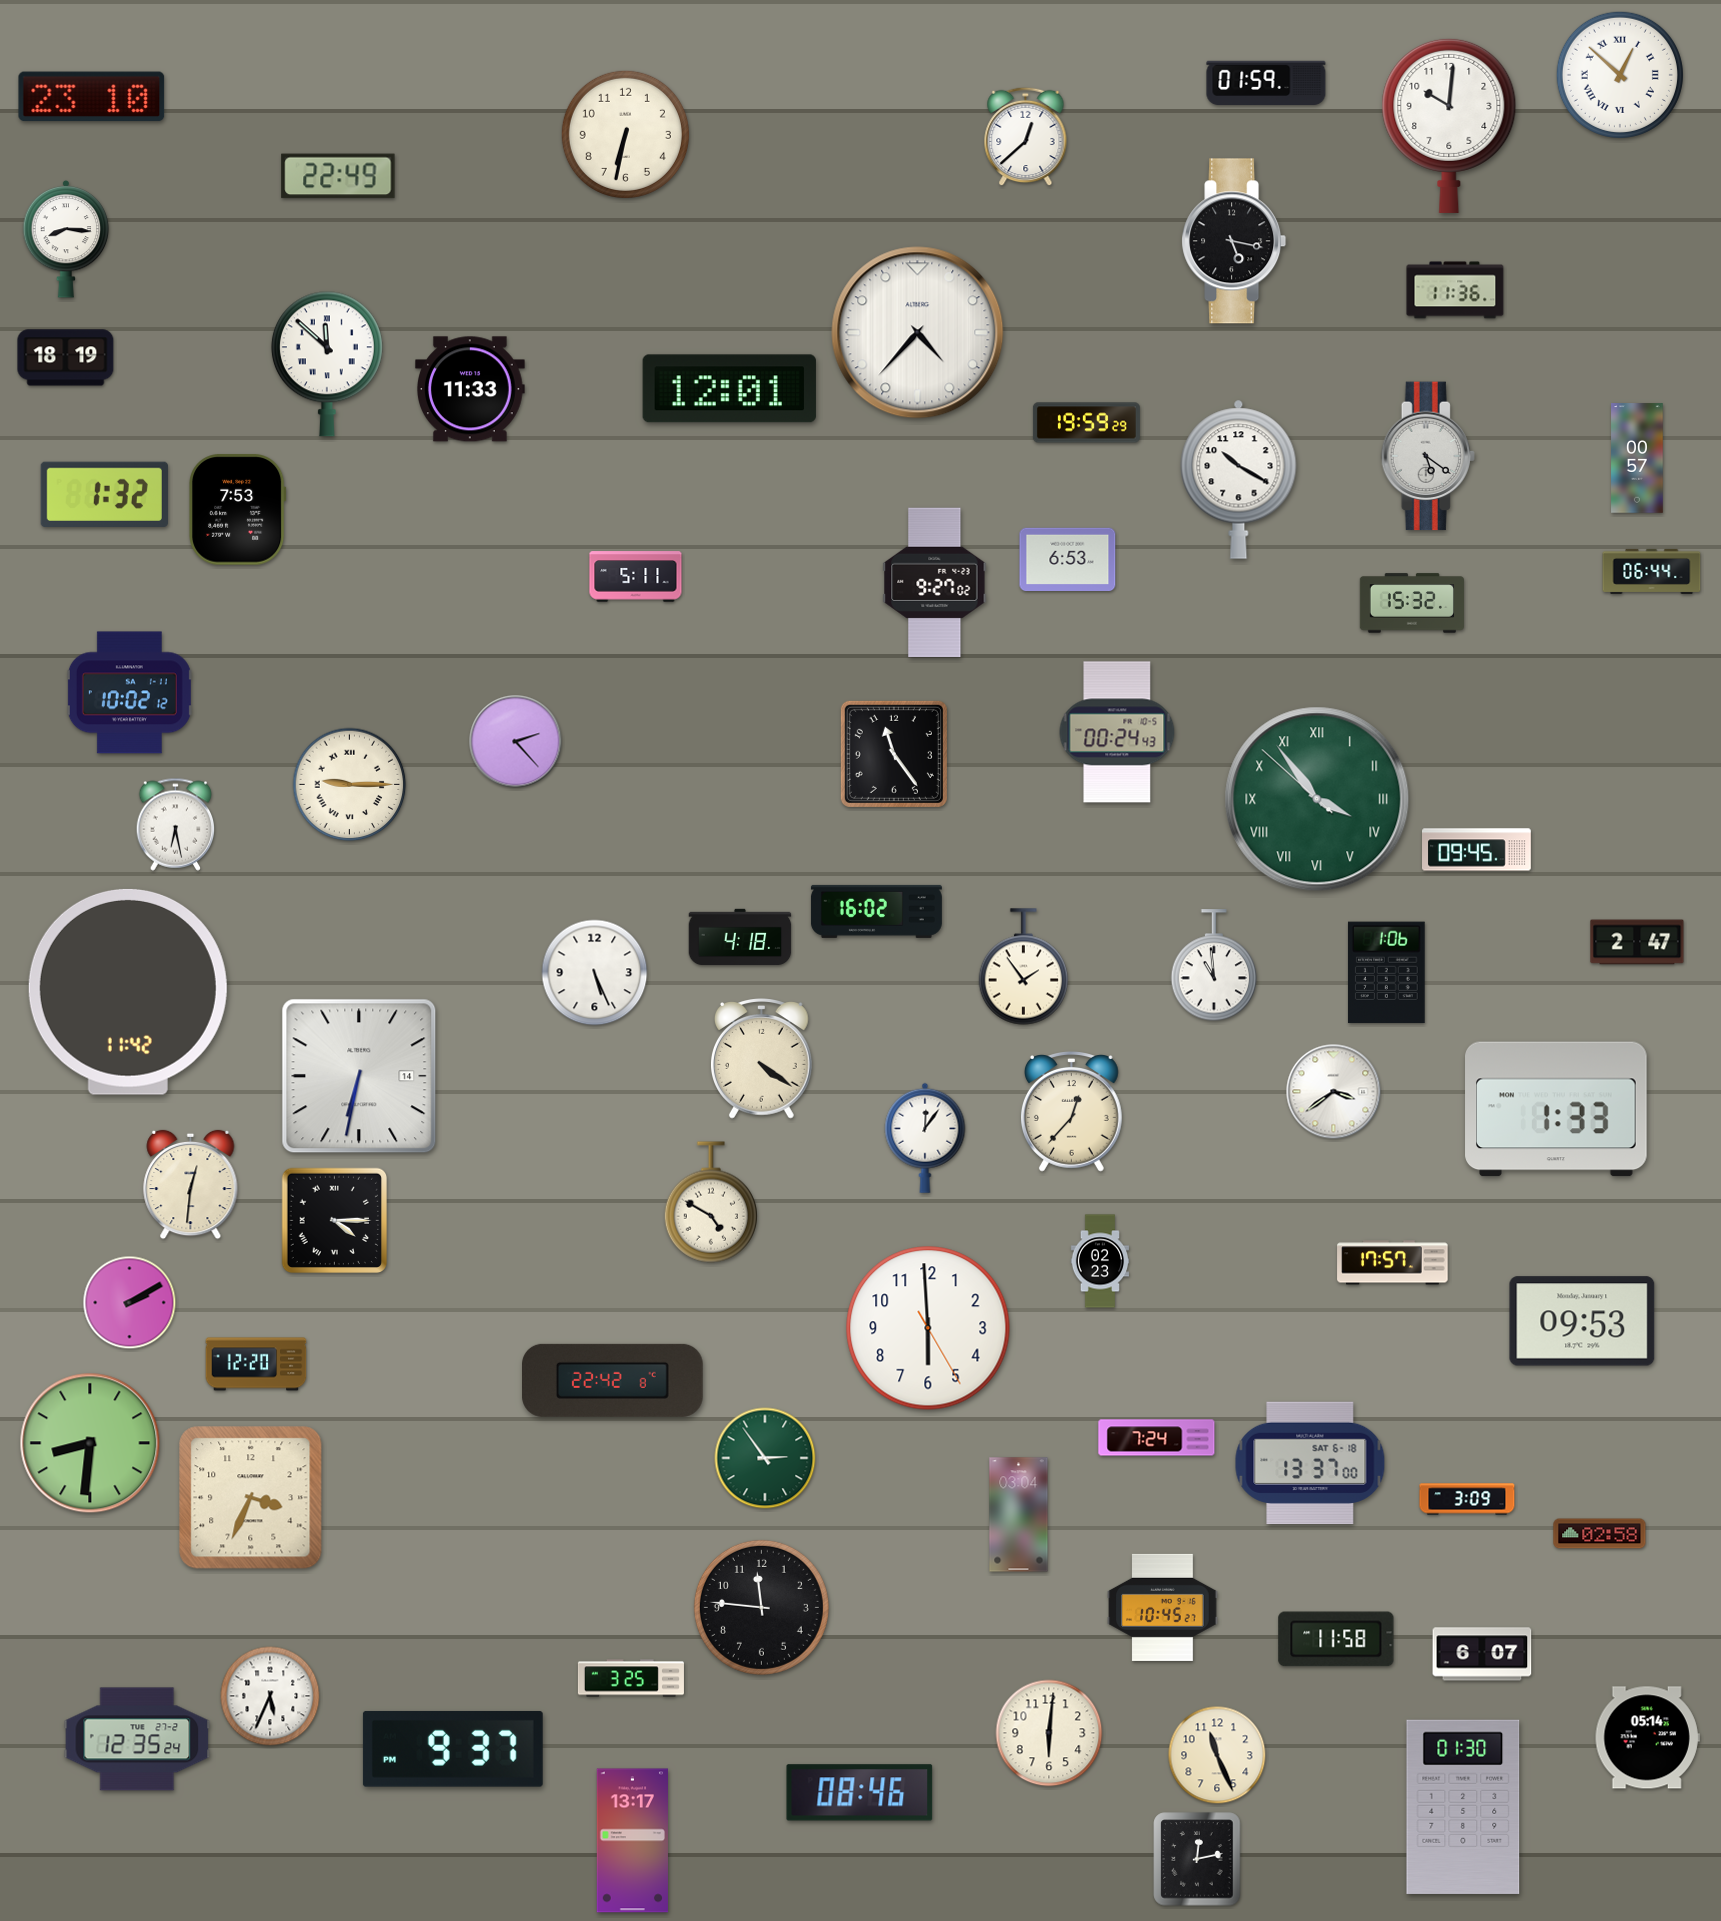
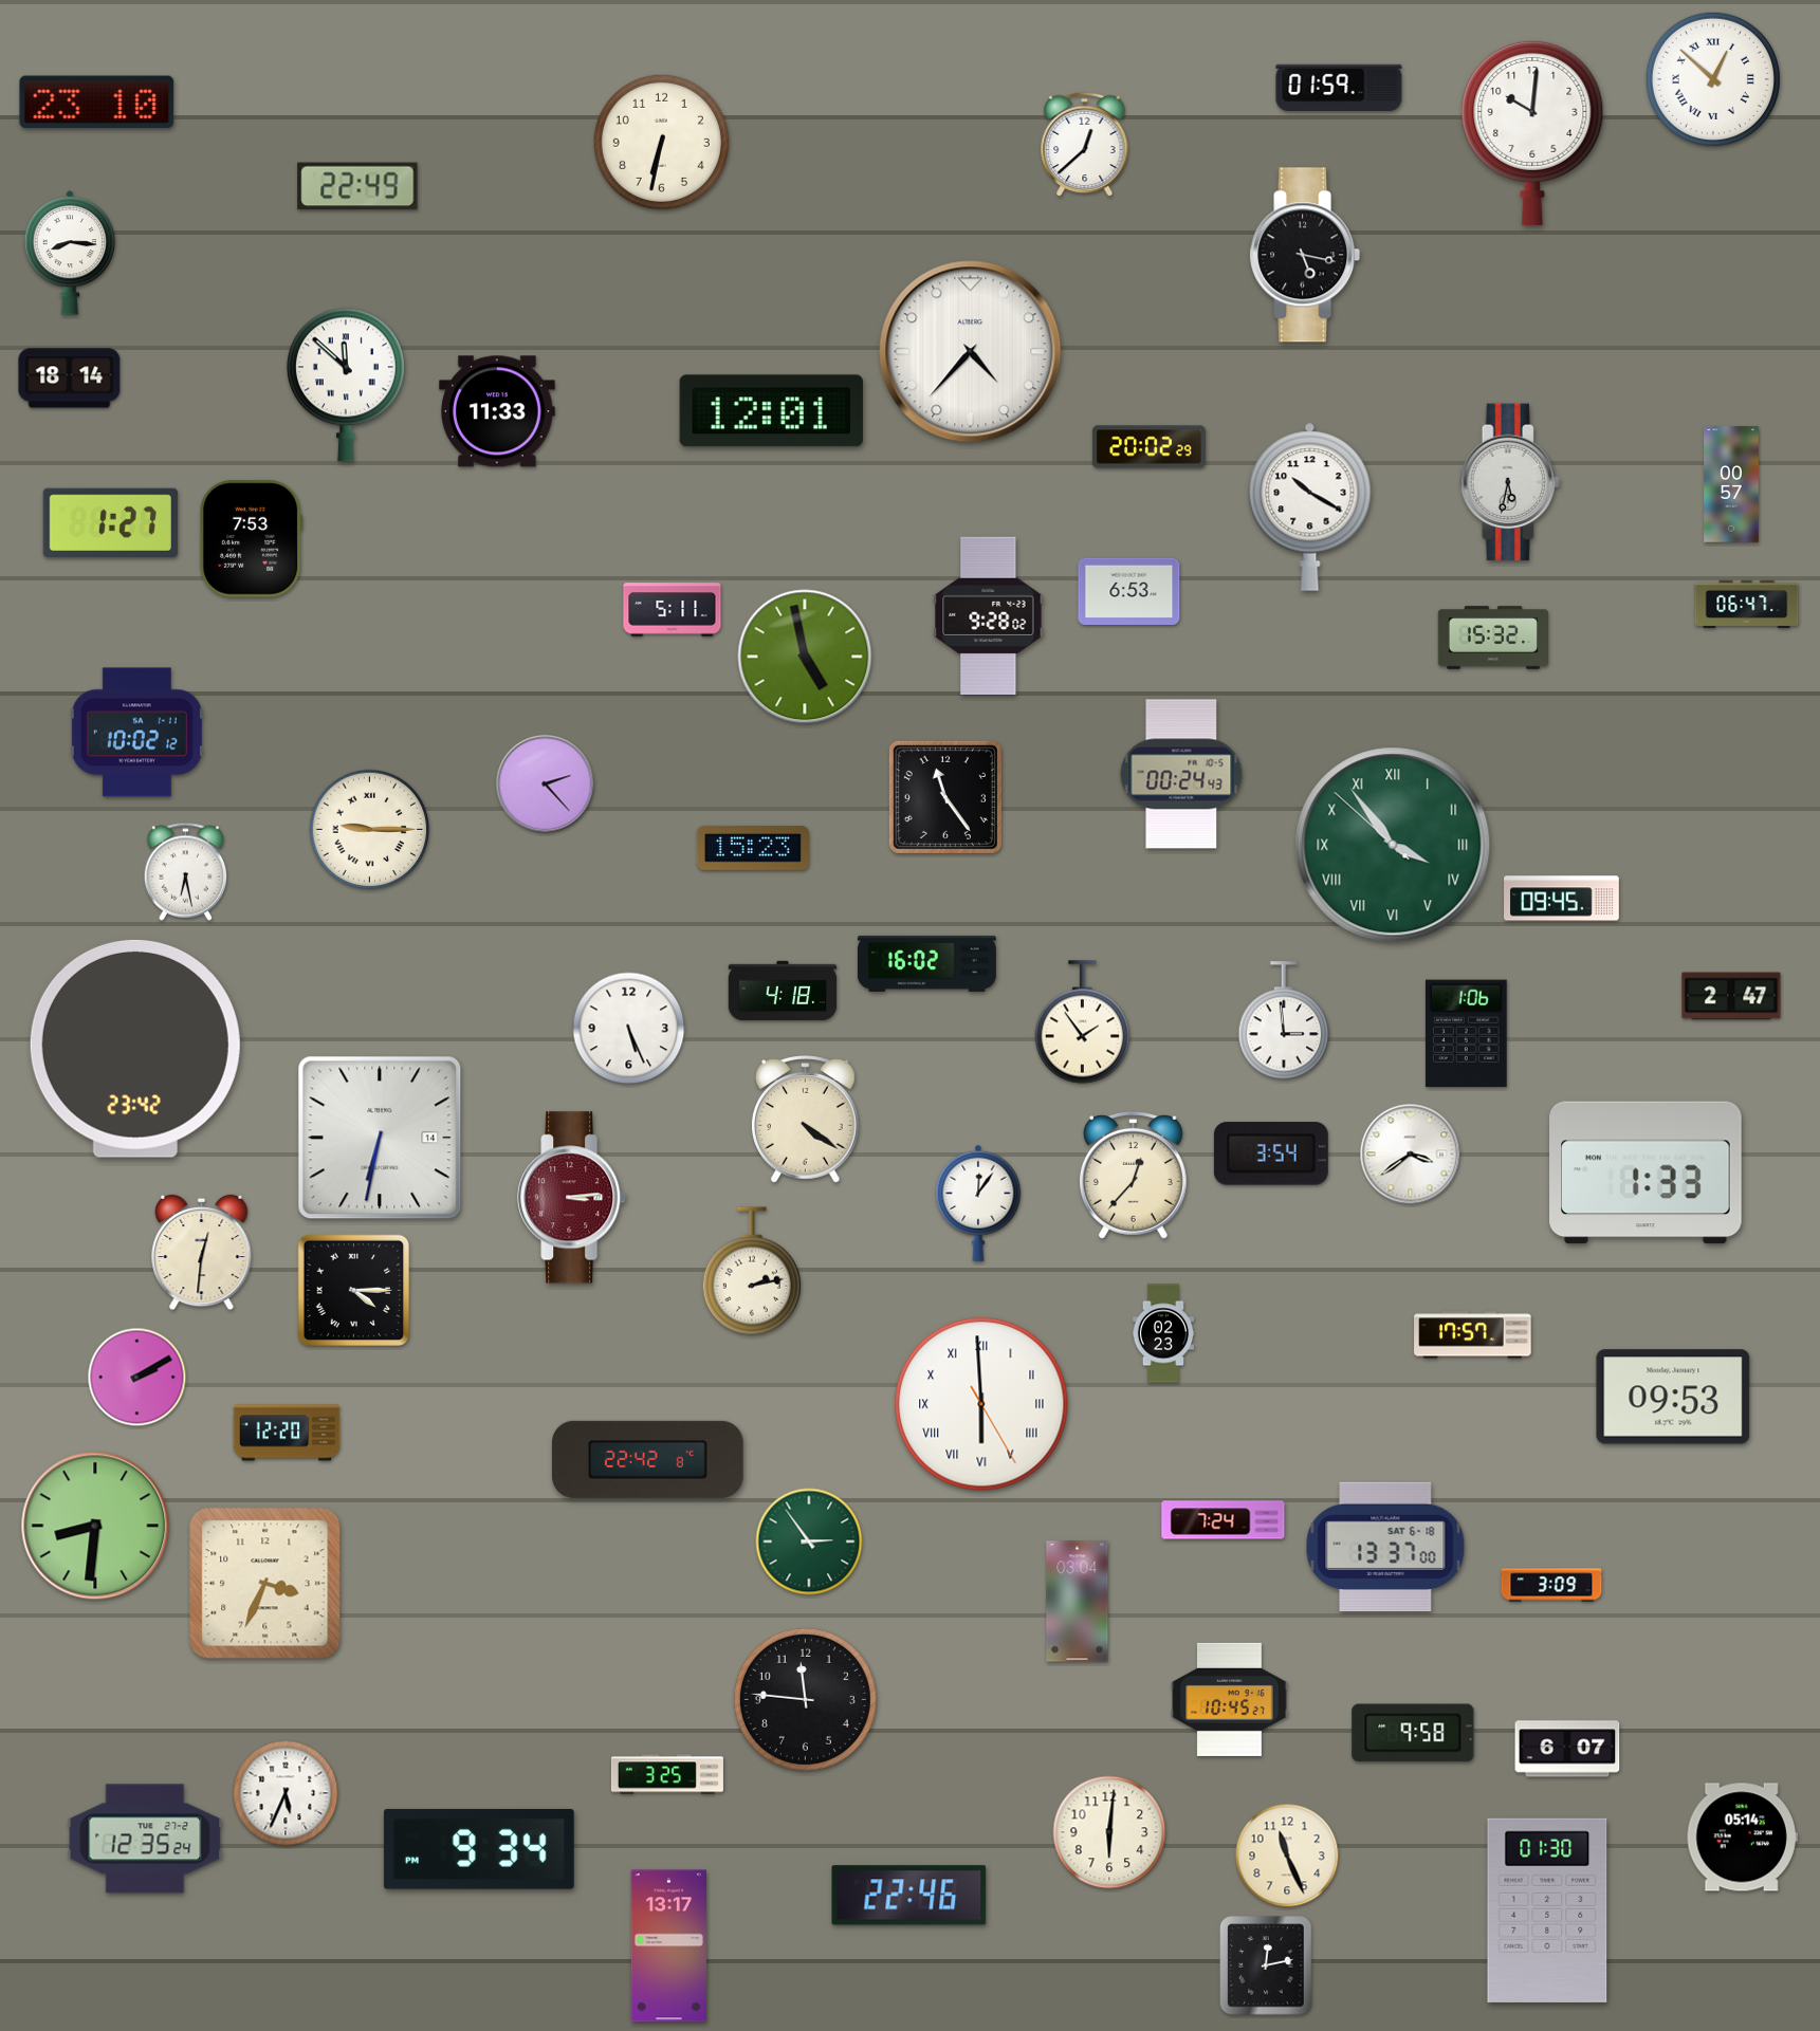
clock at (1455, 290): 11:36 -> none
clock at (66, 358): 18:19 -> 18:14
clock at (1086, 423): 19:59 -> 20:02
clock at (1428, 456): 5:21 -> 5:32
clock at (104, 494): 1:32 -> 1:27
clock at (1652, 571): 06:44 -> 06:47
clock at (935, 583): 9:27 -> 9:28
clock at (805, 657): none -> 4:58
clock at (753, 848): none -> 15:23
clock at (1214, 966): 10:59 -> 2:59
clock at (1386, 973) position: (1386, 973) -> (1466, 1034)
clock at (128, 992): 11:42 -> 23:42
clock at (1271, 1153): none -> 3:54
clock at (572, 1198): none -> 3:14
clock at (711, 1202): 4:50 -> 2:13
clock at (928, 1328) numerals: Arabic -> Roman
clock at (256, 1364) position: (256, 1364) -> (287, 1433)
clock at (1600, 1534): 02:58 -> none
clock at (1336, 1639): 11:58 -> 9:58
clock at (453, 1749): 9:37 -> 9:34
clock at (860, 1793): 08:46 -> 22:46
